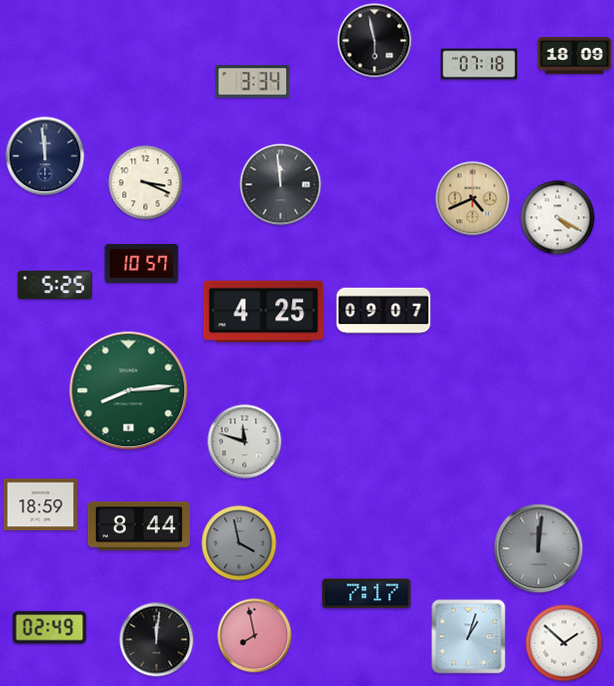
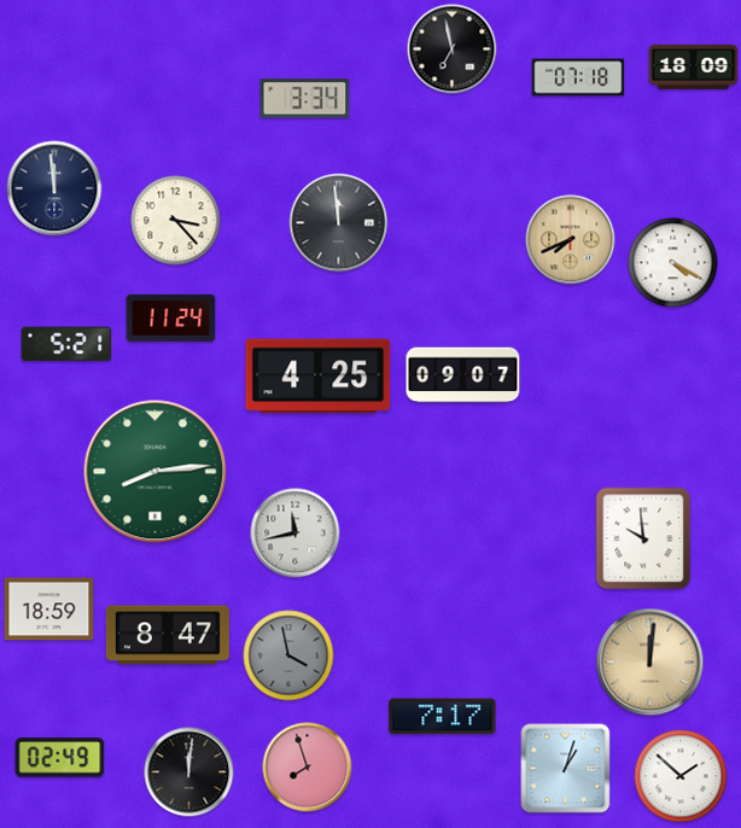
clock at (375, 41): 5:58 -> 6:58
clock at (146, 183): 3:19 -> 3:23
clock at (473, 199): 4:41 -> 7:41
clock at (142, 263): 10:57 -> 11:24
clock at (55, 285): 5:25 -> 5:21
clock at (245, 442): 11:48 -> 11:43
clock at (643, 538): none -> 9:59
clock at (139, 526): 8:44 -> 8:47
clock at (539, 549) dial: grey -> champagne
clock at (255, 636): 7:58 -> 7:57
